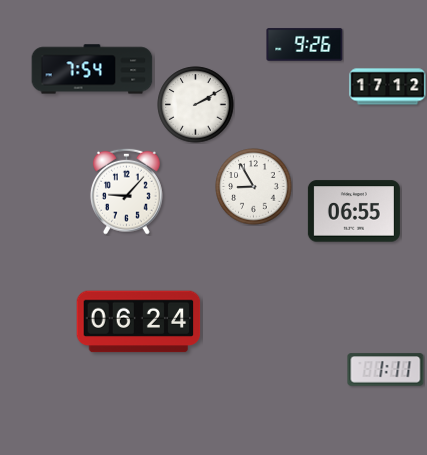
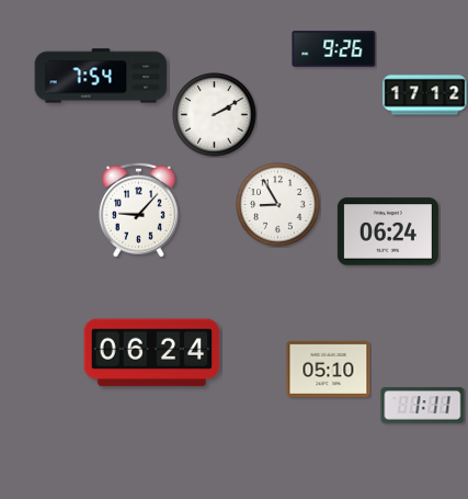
clock at (354, 211): 06:55 -> 06:24
clock at (329, 368): none -> 05:10
